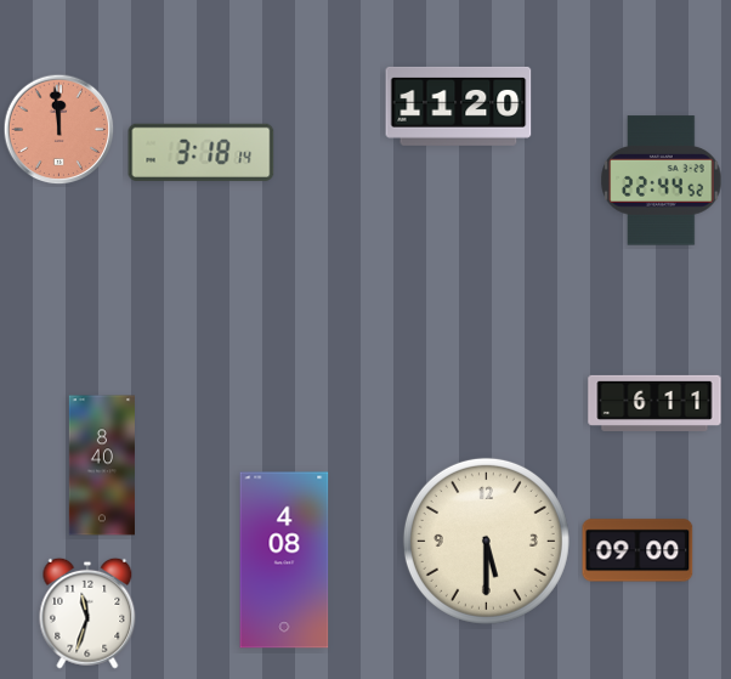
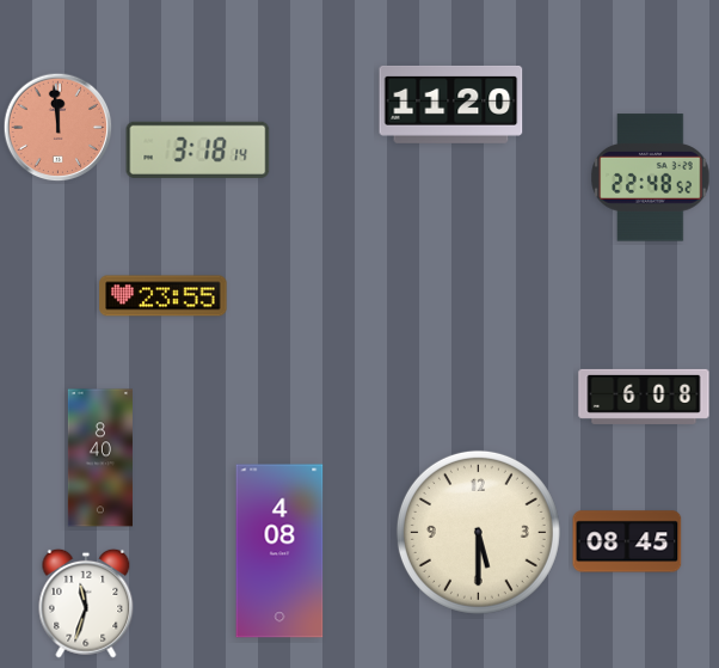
clock at (662, 181): 22:44 -> 22:48
clock at (164, 296): none -> 23:55
clock at (654, 403): 6:11 -> 6:08
clock at (637, 550): 09:00 -> 08:45
